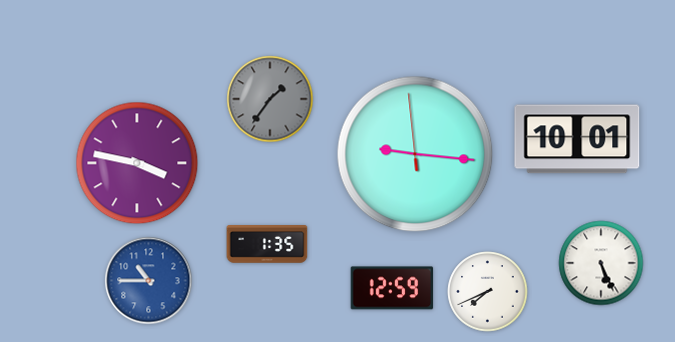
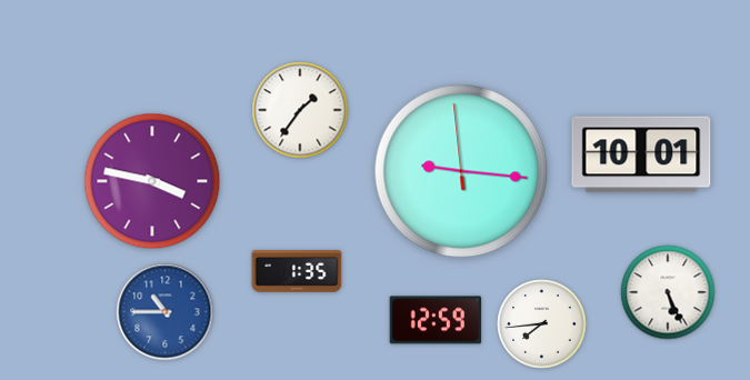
clock at (270, 99) dial: grey -> white
clock at (488, 292): 7:41 -> 7:44
